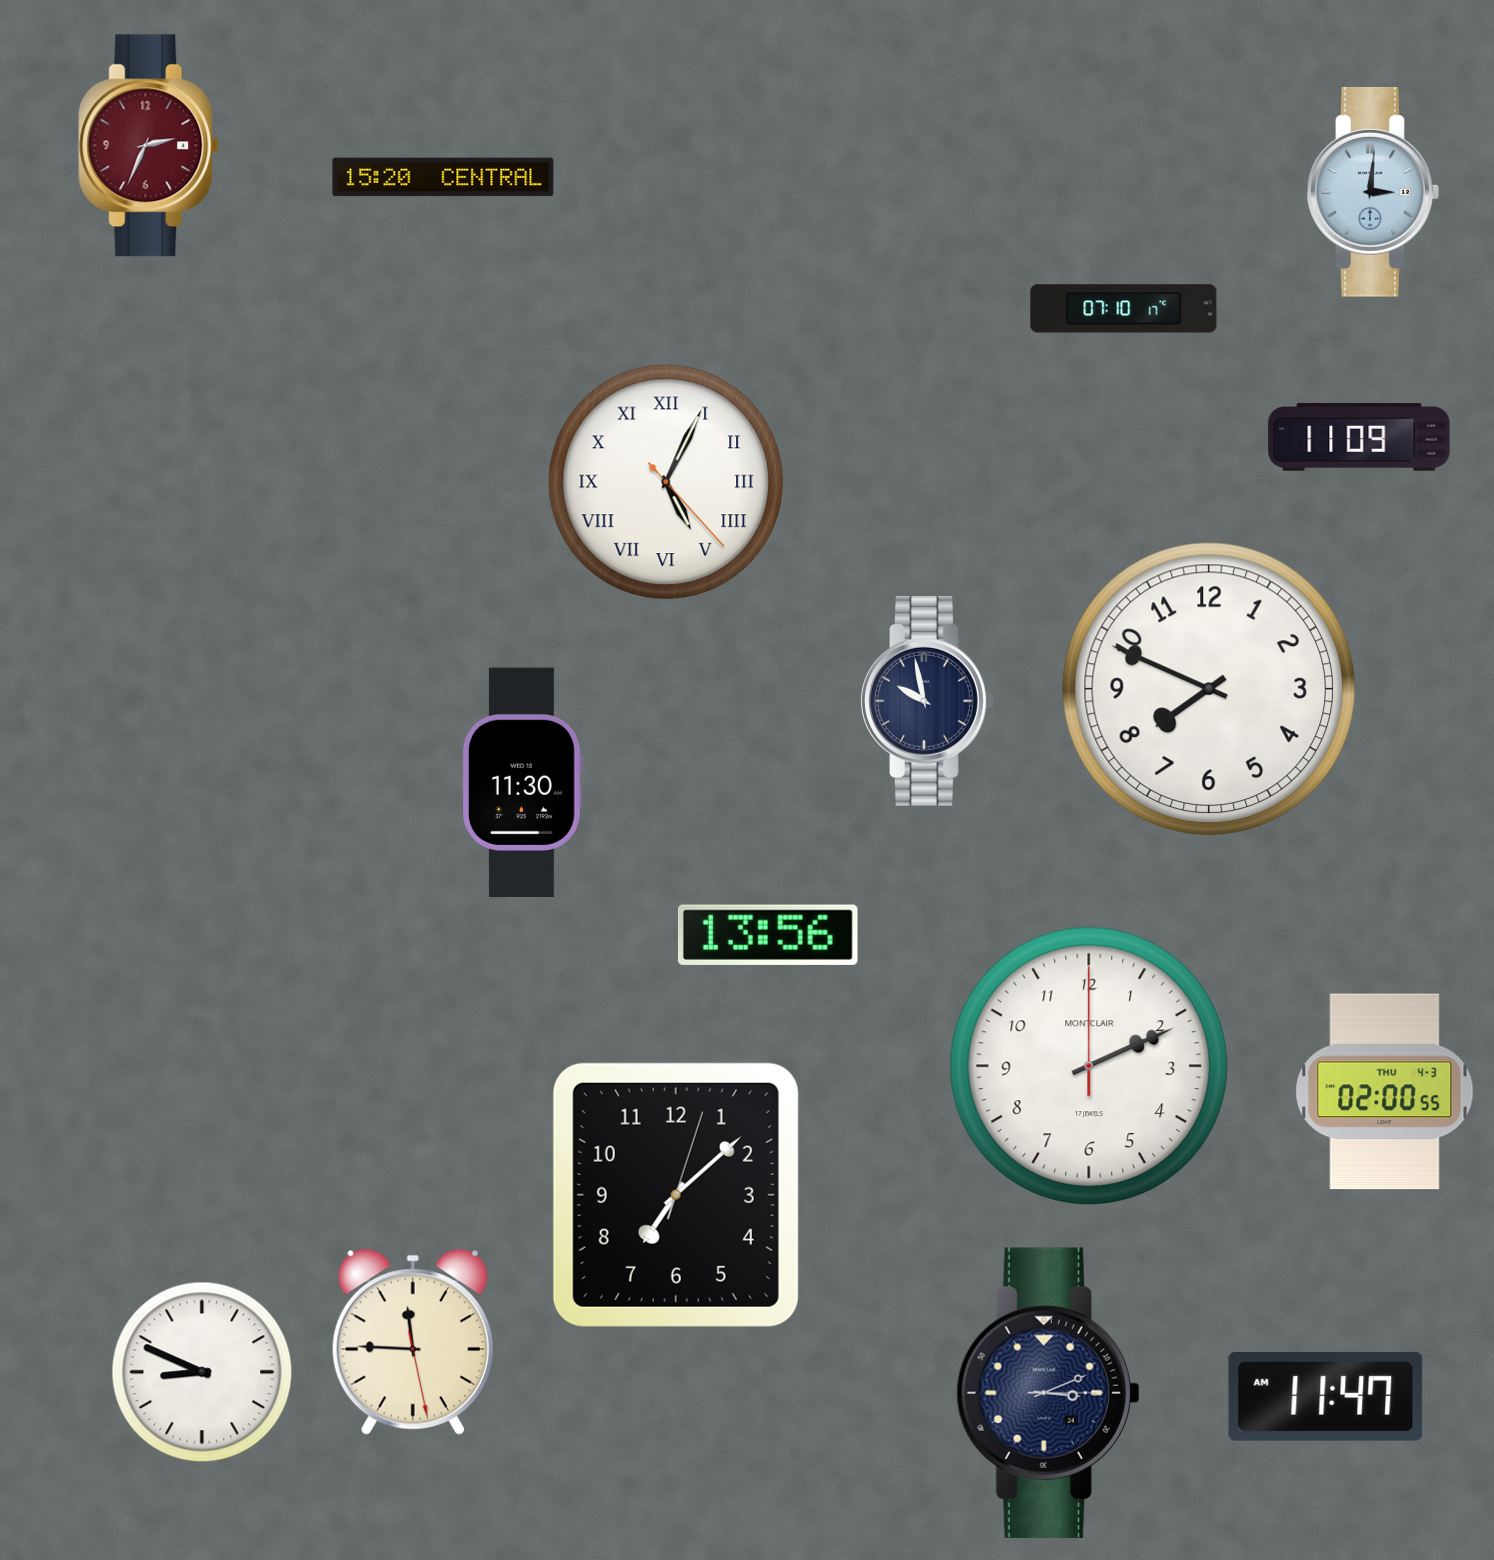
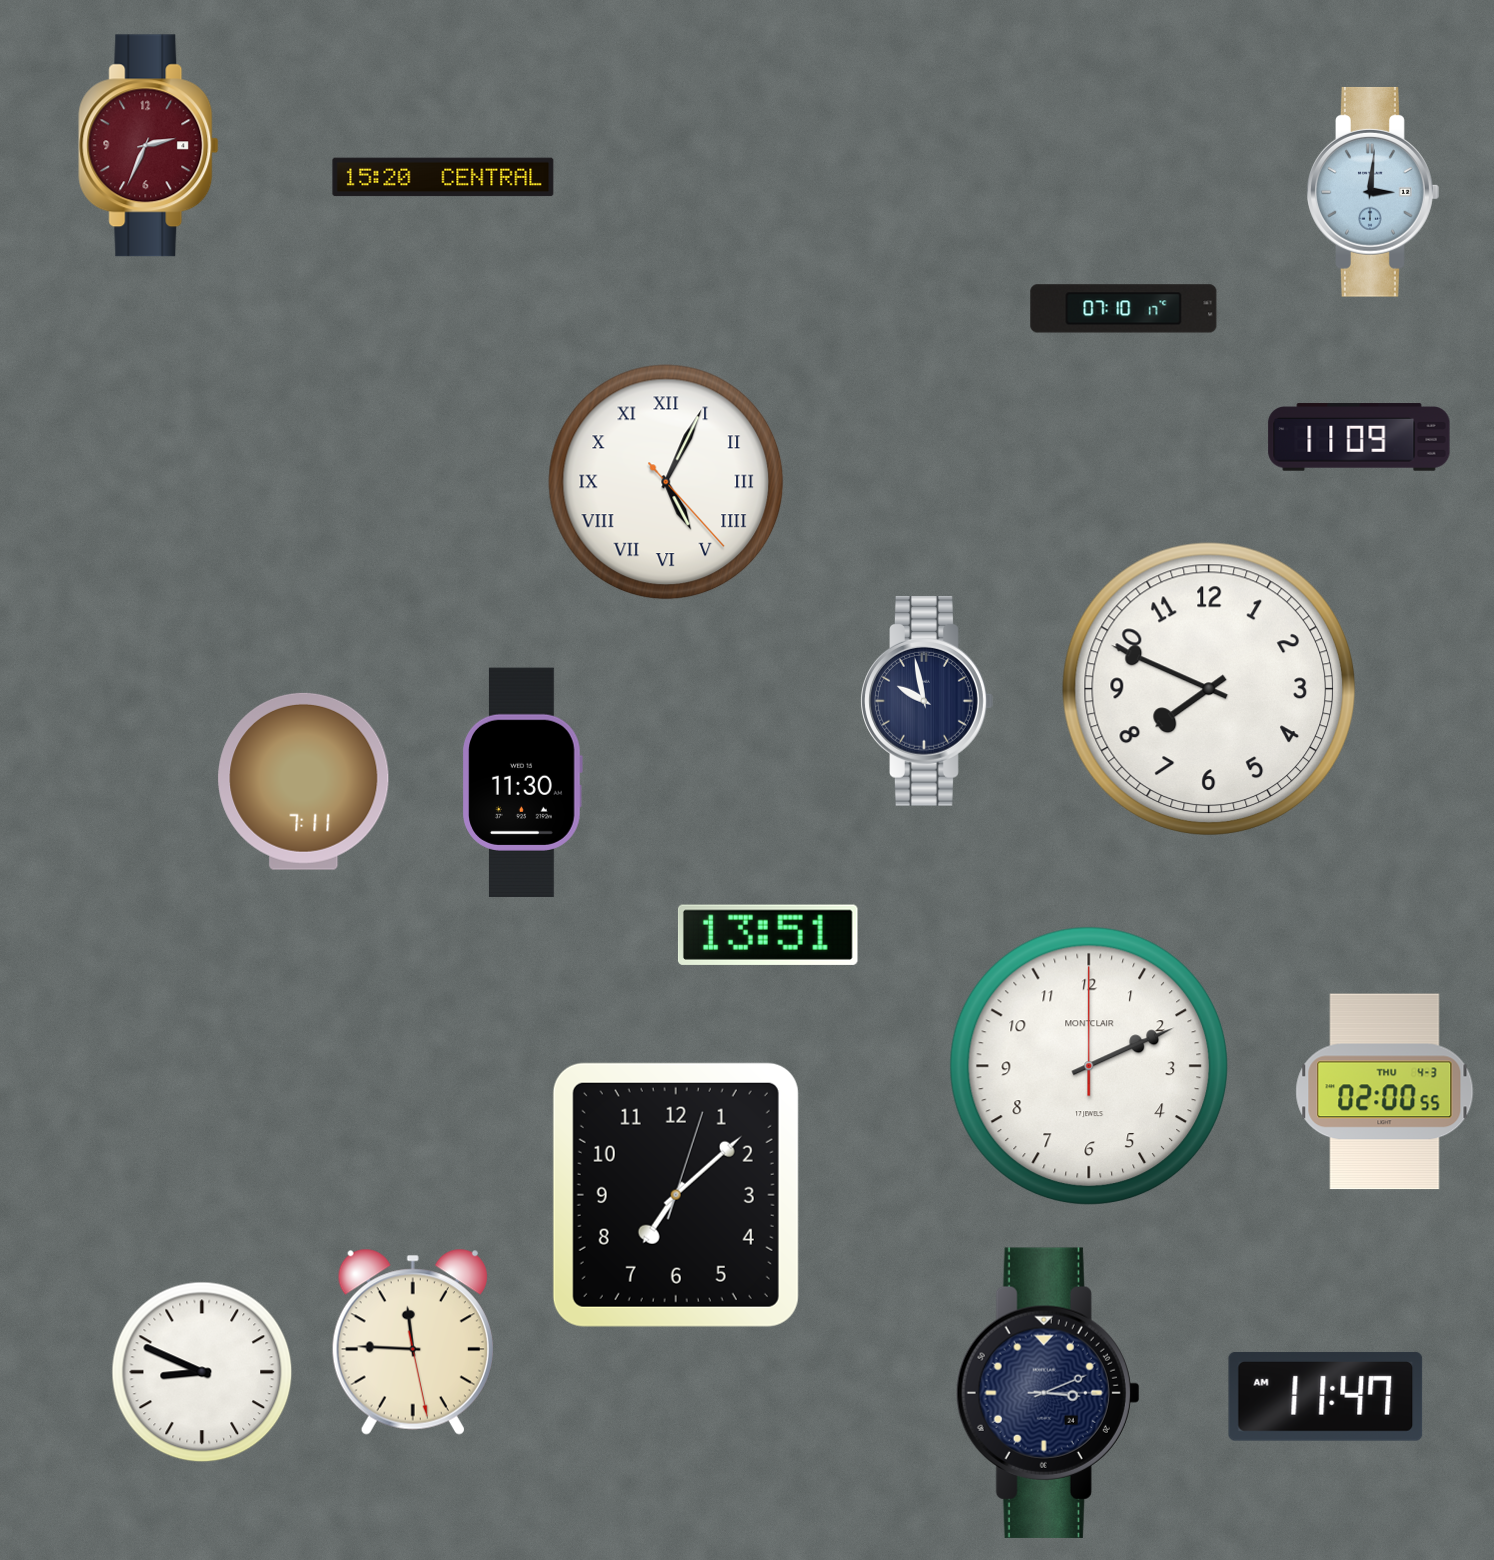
clock at (304, 781): none -> 7:11
clock at (768, 935): 13:56 -> 13:51
